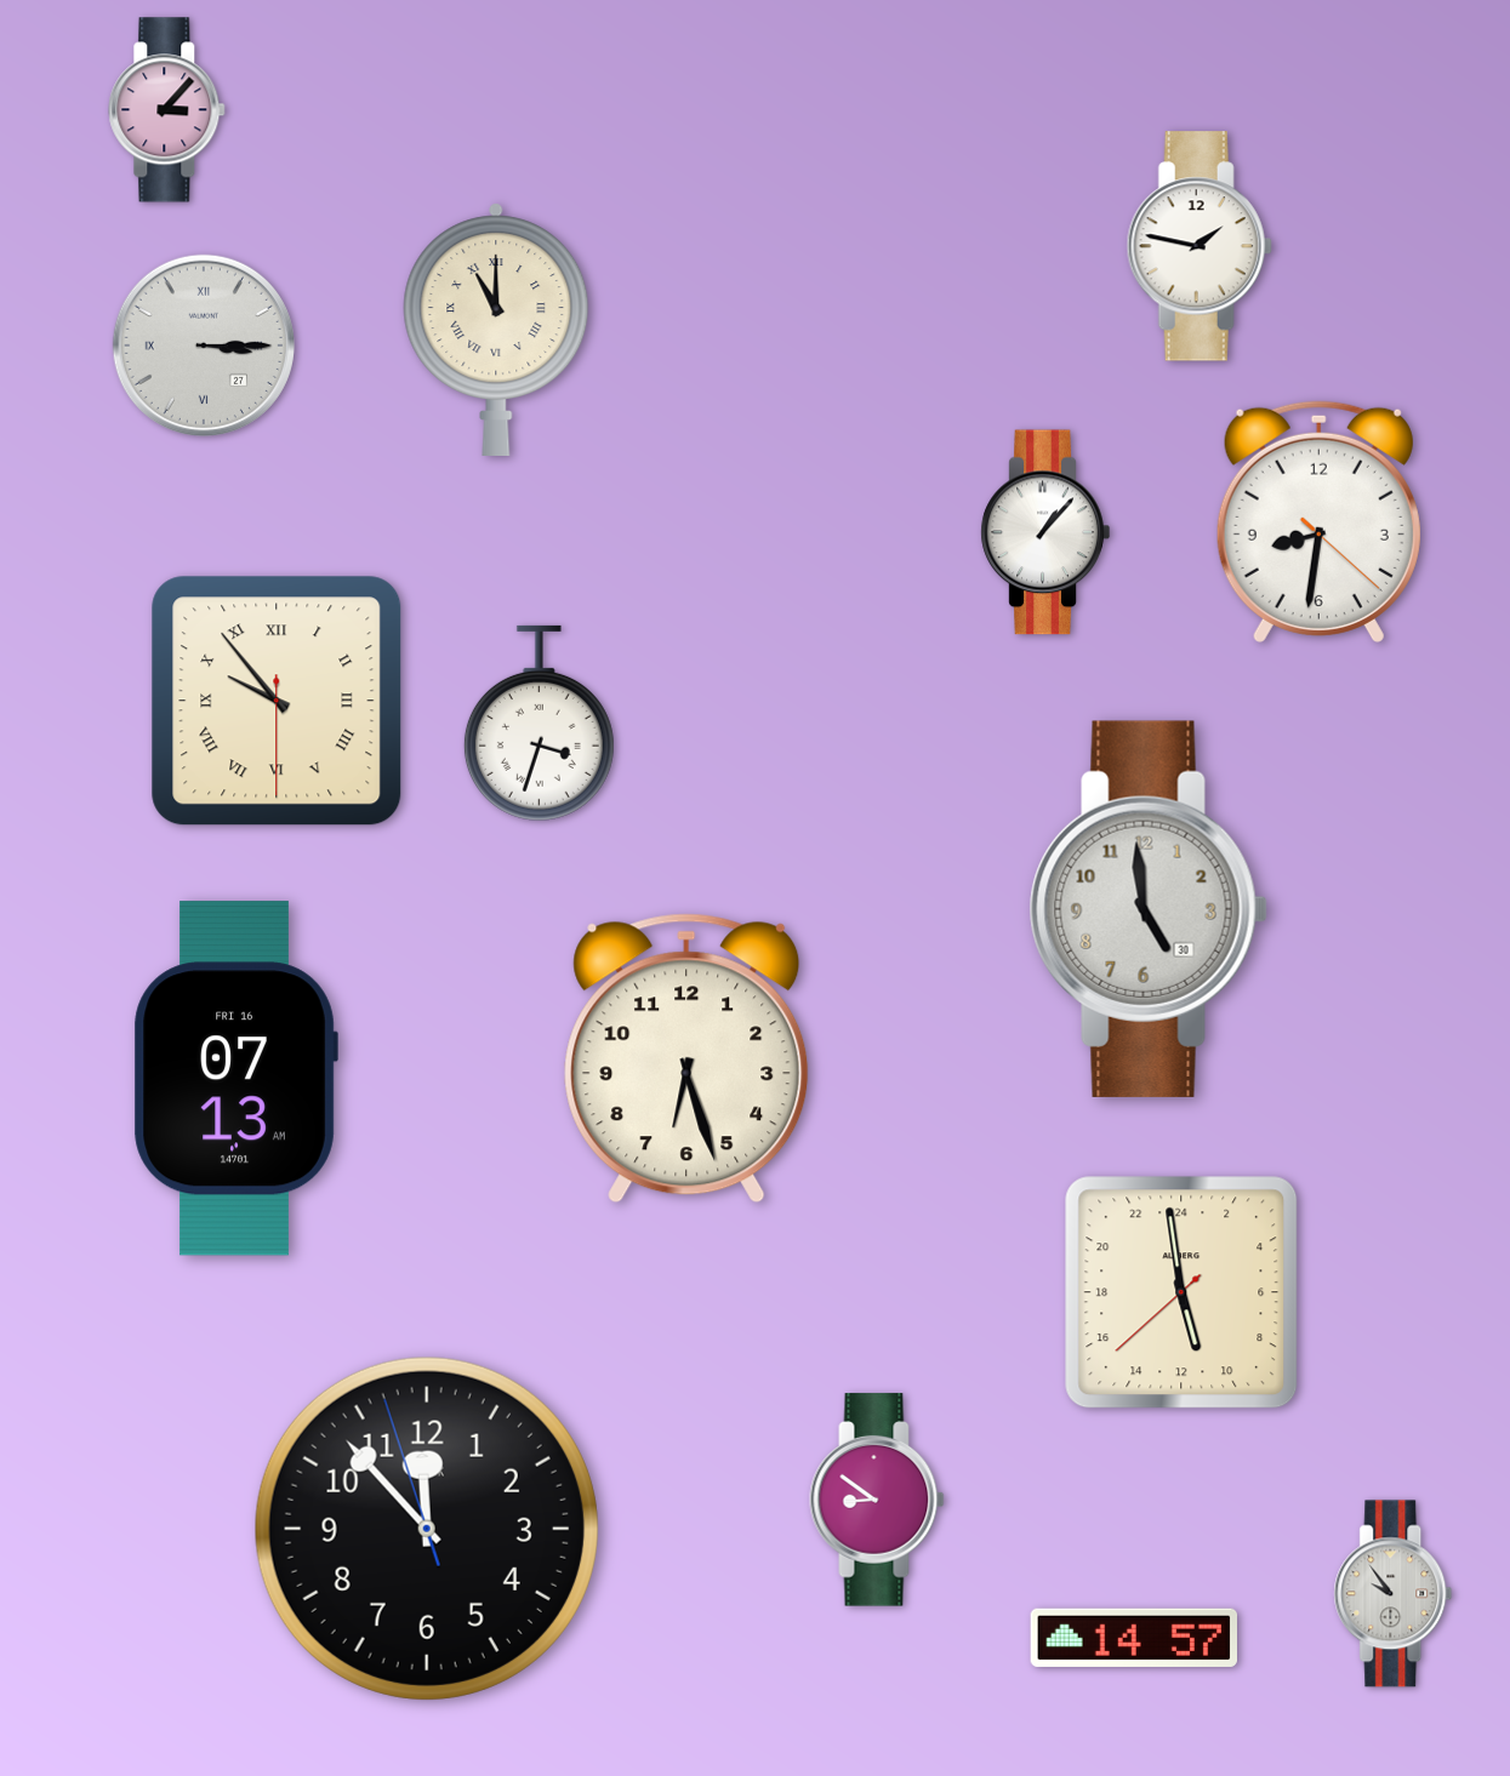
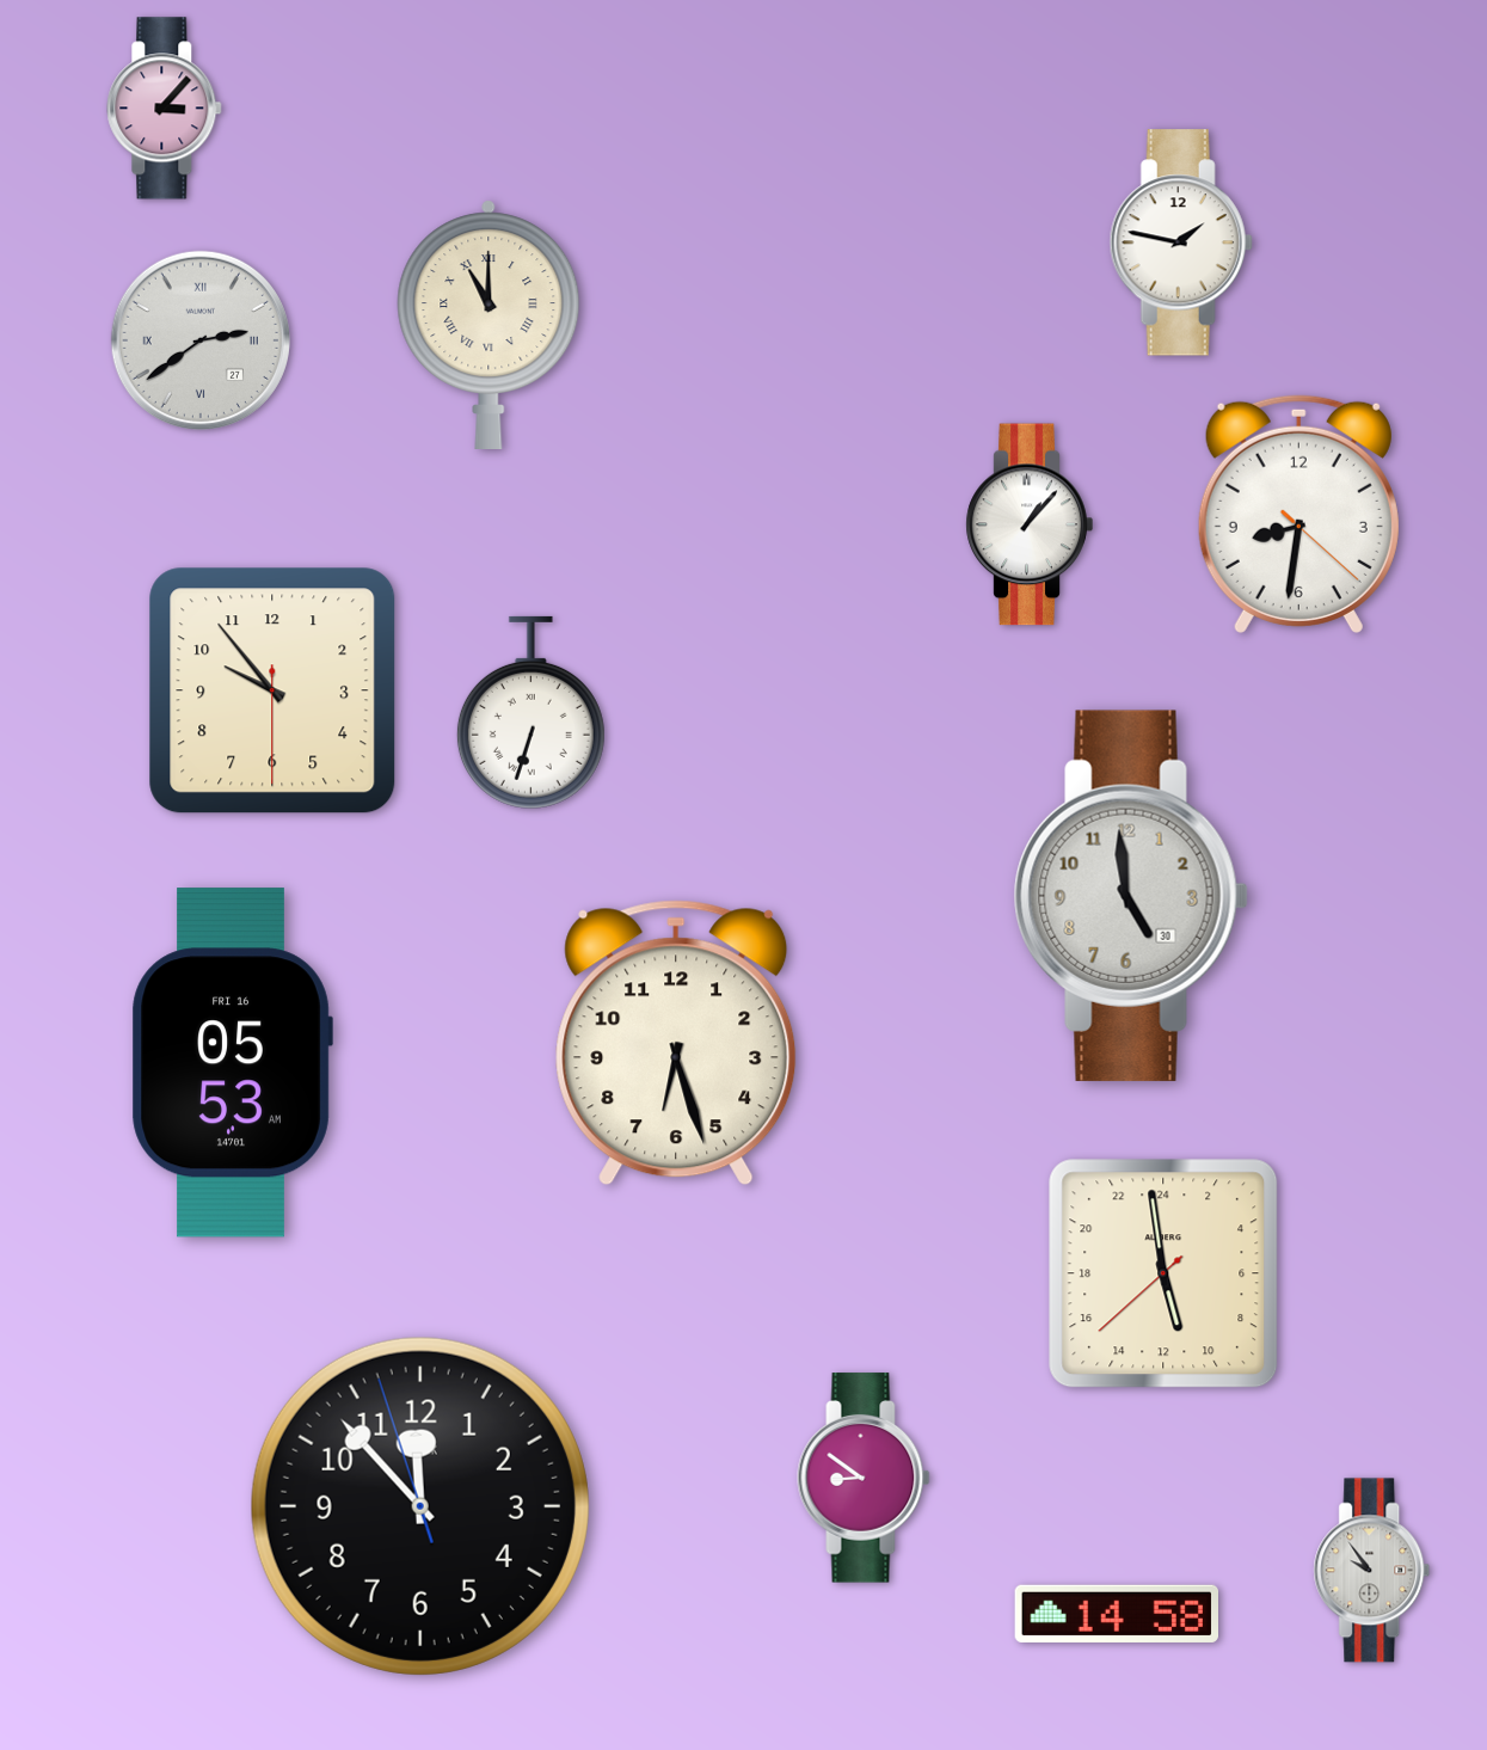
clock at (204, 346): 3:15 -> 2:39
clock at (277, 701) numerals: Roman -> Arabic
clock at (539, 723): 3:33 -> 6:33
clock at (235, 1079): 07:13 -> 05:53
clock at (1133, 1638): 14:57 -> 14:58
